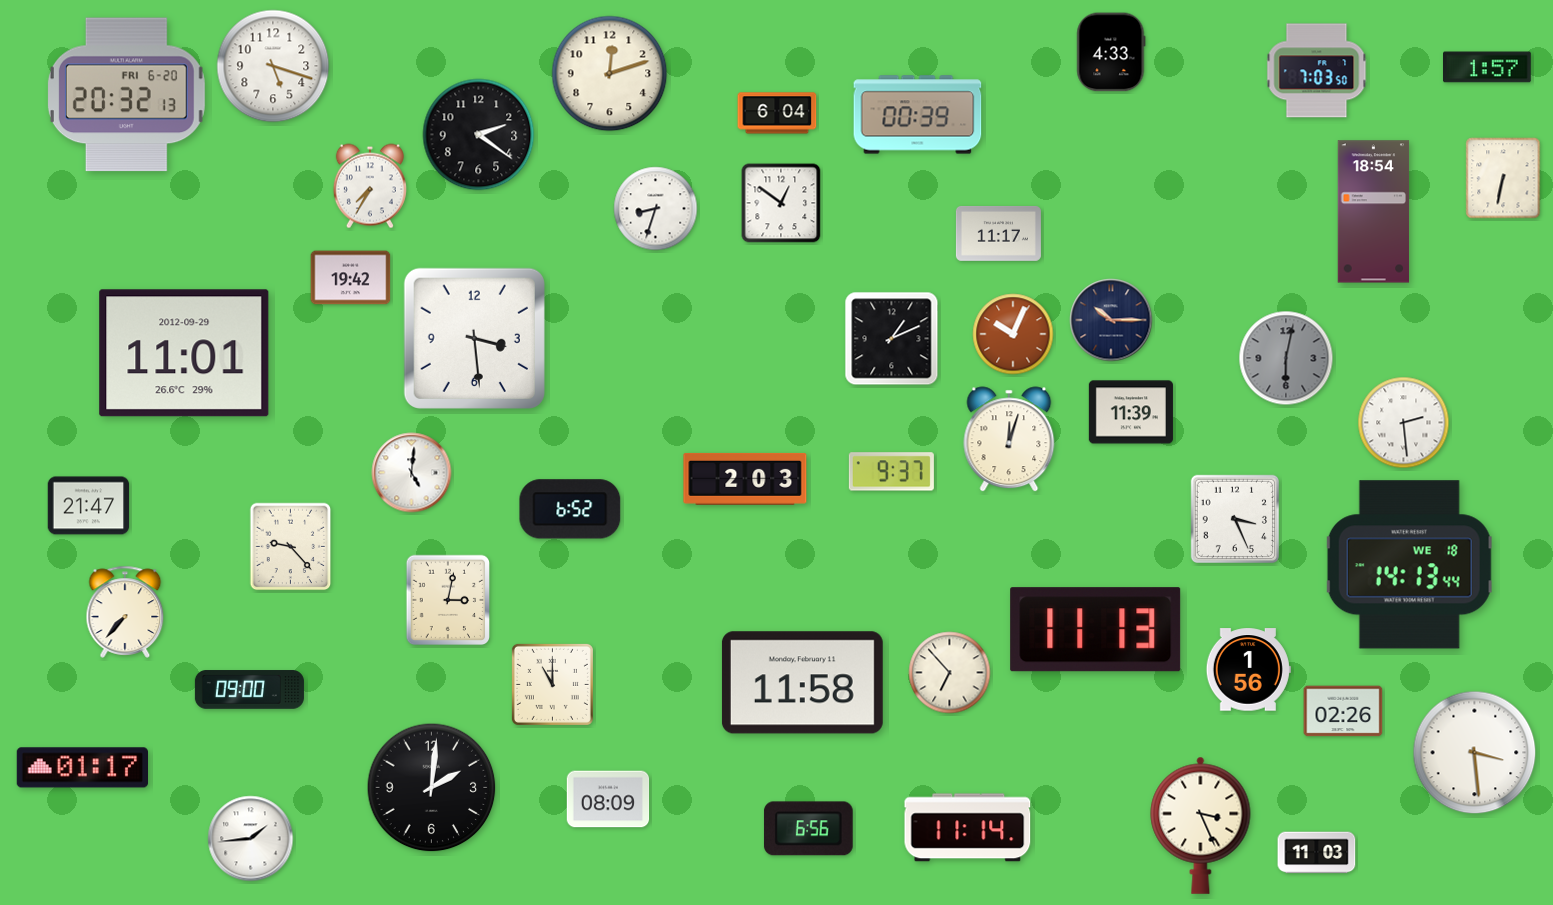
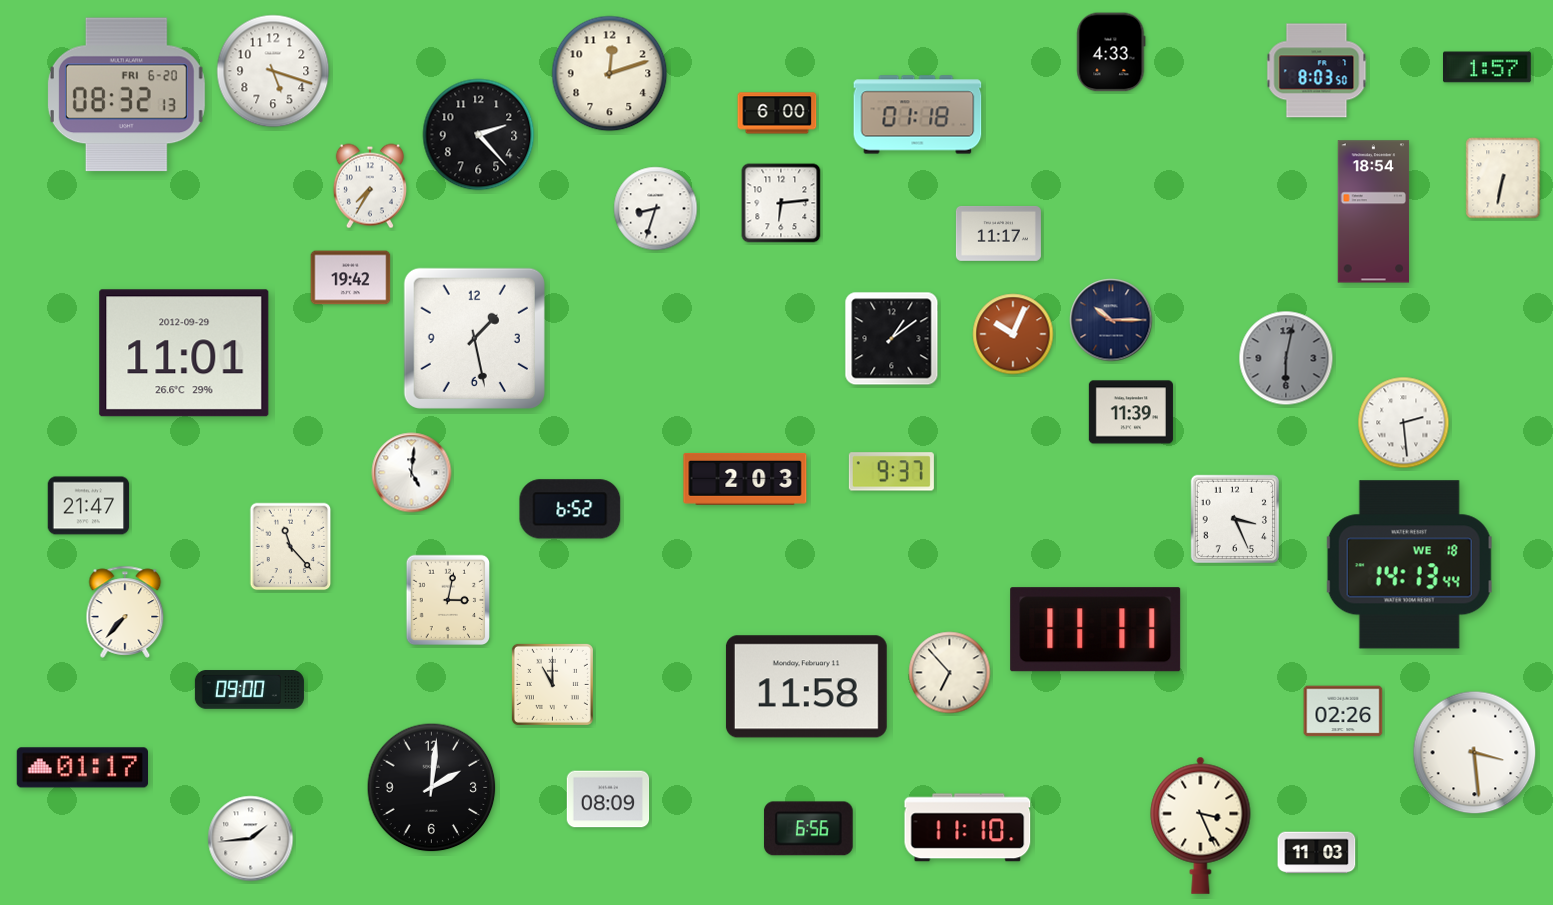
clock at (273, 66) position: (273, 66) -> (273, 71)
clock at (1317, 71): 7:03 -> 8:03
clock at (126, 95): 20:32 -> 08:32
clock at (777, 113): 6:04 -> 6:00
clock at (918, 115): 00:39 -> 01:18
clock at (479, 135): 2:21 -> 2:23
clock at (781, 203): 12:51 -> 6:14
clock at (474, 338): 3:29 -> 1:28
clock at (892, 339): 1:11 -> 1:09
clock at (1009, 439): 12:03 -> none
clock at (291, 547): 9:23 -> 11:23
clock at (1096, 630): 11:13 -> 11:11
clock at (1248, 670): 1:56 -> none
clock at (802, 683) position: (802, 683) -> (806, 687)
clock at (968, 828): 11:14 -> 11:10
